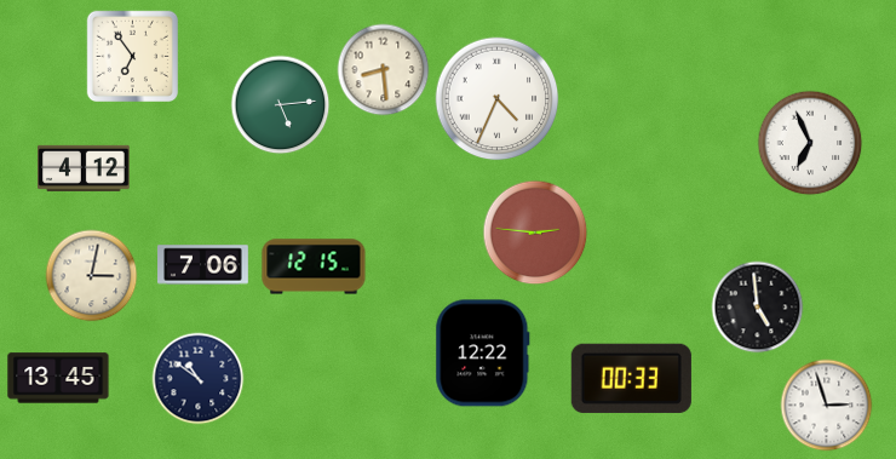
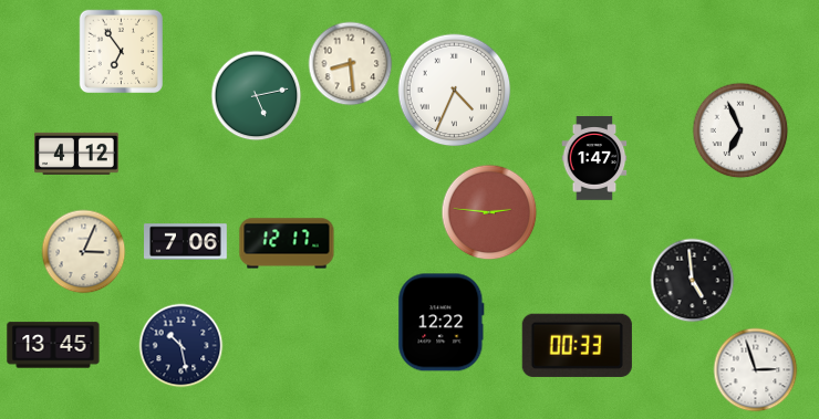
clock at (281, 105): 5:14 -> 5:13
clock at (594, 158): none -> 1:47
clock at (314, 266): 12:15 -> 12:17
clock at (92, 276): 3:02 -> 3:04
clock at (199, 379): 10:51 -> 10:28
